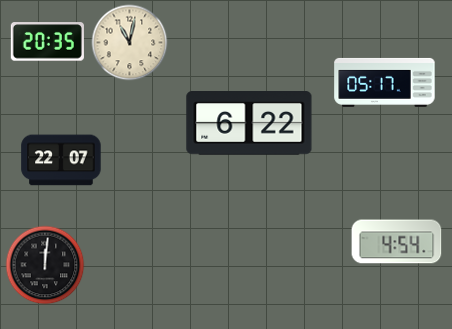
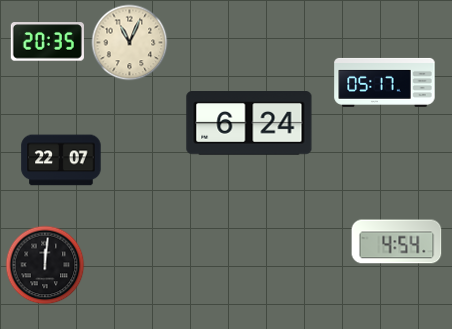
clock at (130, 43): 11:02 -> 11:04
clock at (249, 124): 6:22 -> 6:24
